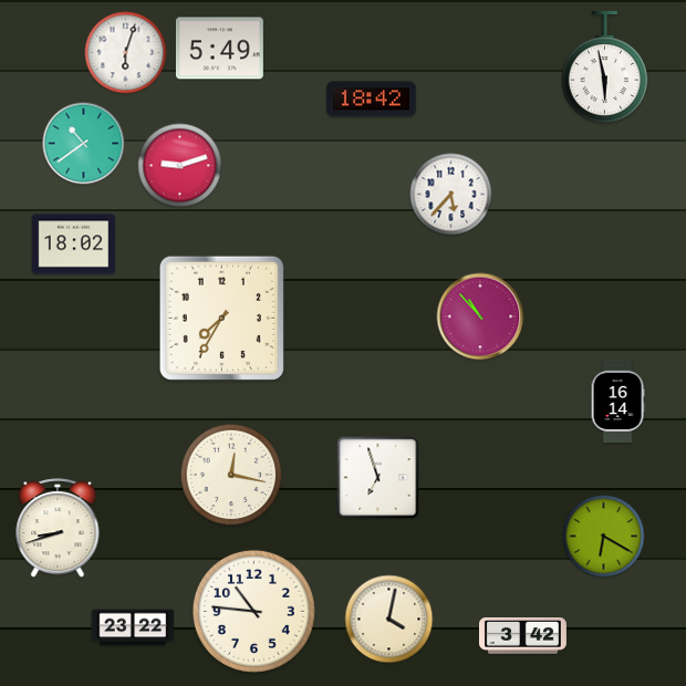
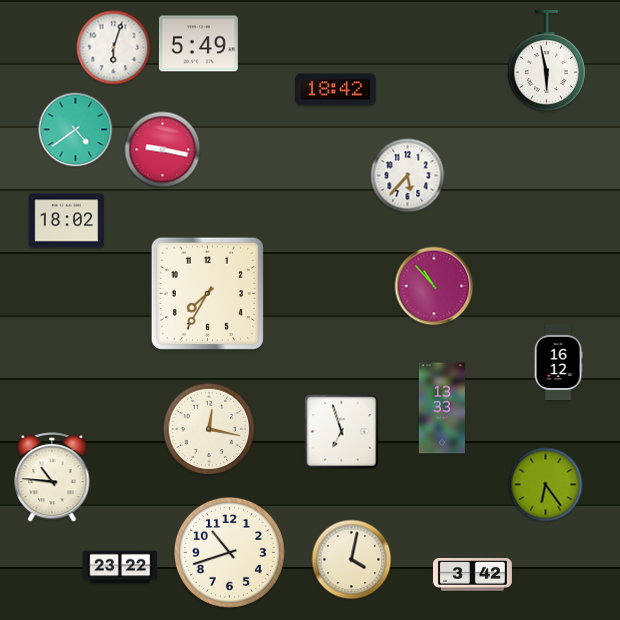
clock at (84, 144): 10:39 -> 4:39
clock at (180, 166): 9:12 -> 9:17
clock at (221, 318) position: (221, 318) -> (207, 293)
clock at (617, 402): 16:14 -> 16:12
clock at (442, 408): none -> 13:33
clock at (58, 529): 8:42 -> 10:46
clock at (604, 537): 6:20 -> 6:24
clock at (253, 611): 10:46 -> 10:42
